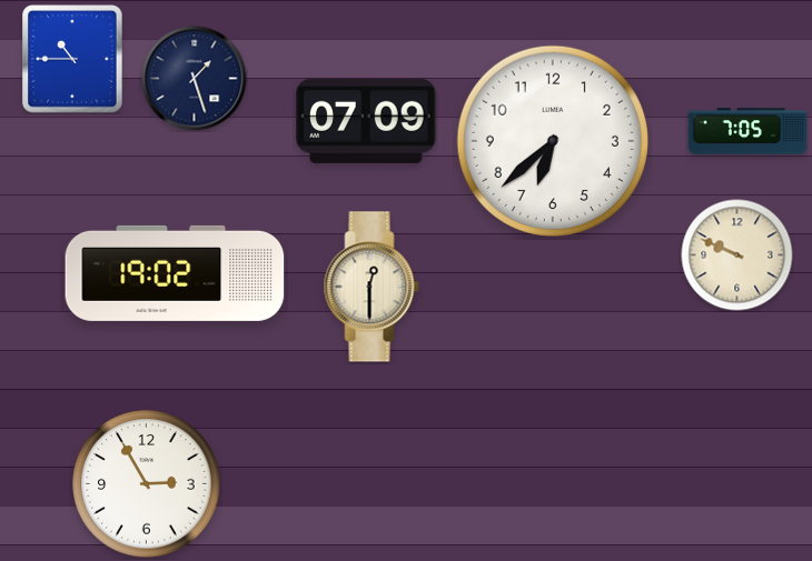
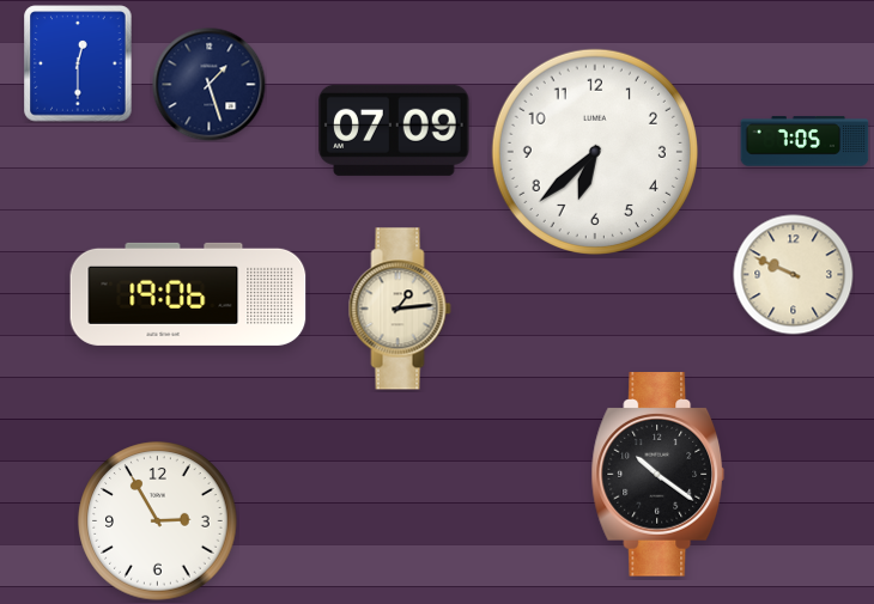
clock at (72, 59): 10:45 -> 12:30
clock at (175, 273): 19:02 -> 19:06
clock at (372, 287): 12:30 -> 1:14
clock at (658, 475): none -> 10:21
